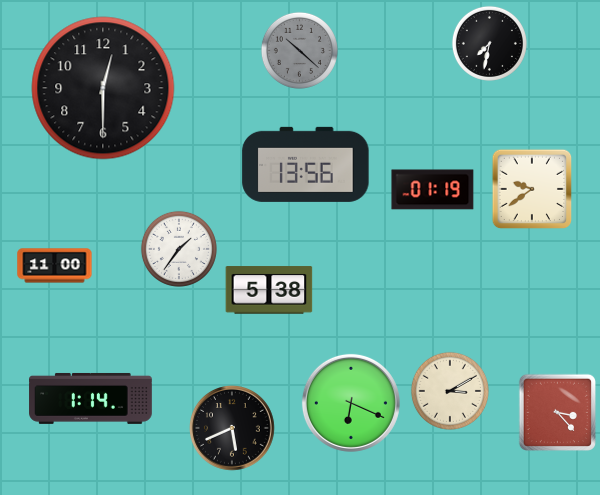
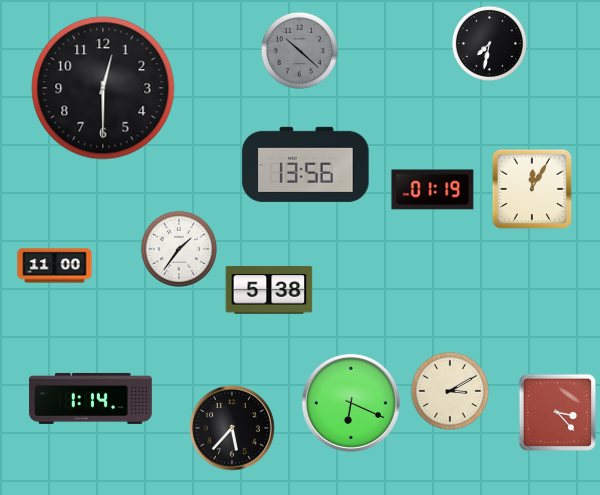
clock at (532, 189): 9:39 -> 12:05
clock at (233, 429): 5:41 -> 5:37
